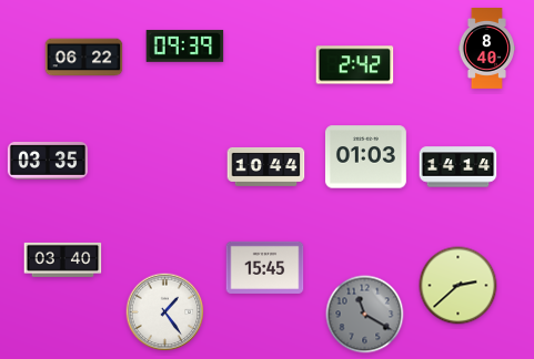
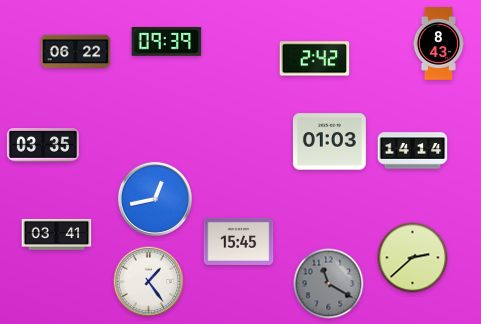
clock at (486, 49): 8:40 -> 8:43
clock at (355, 65) position: (355, 65) -> (315, 59)
clock at (266, 166): 10:44 -> none
clock at (155, 199): none -> 12:43
clock at (63, 259): 03:40 -> 03:41
